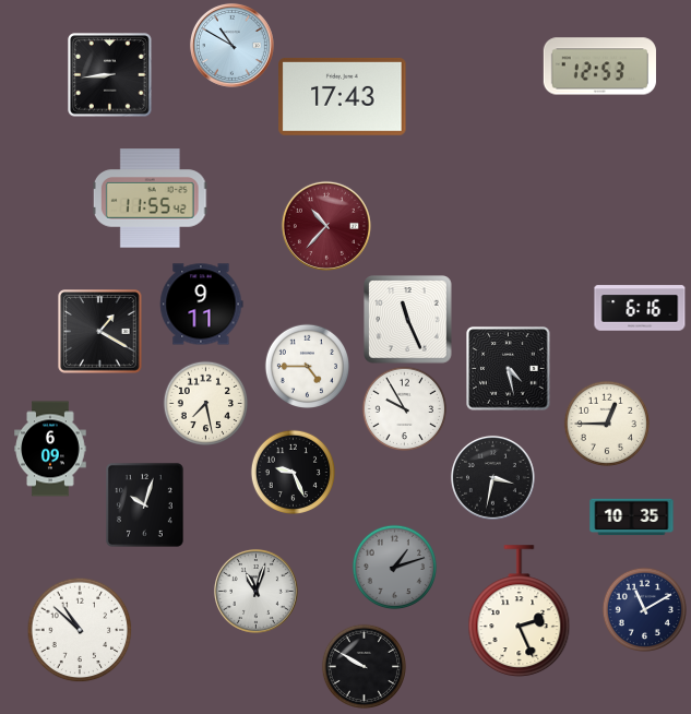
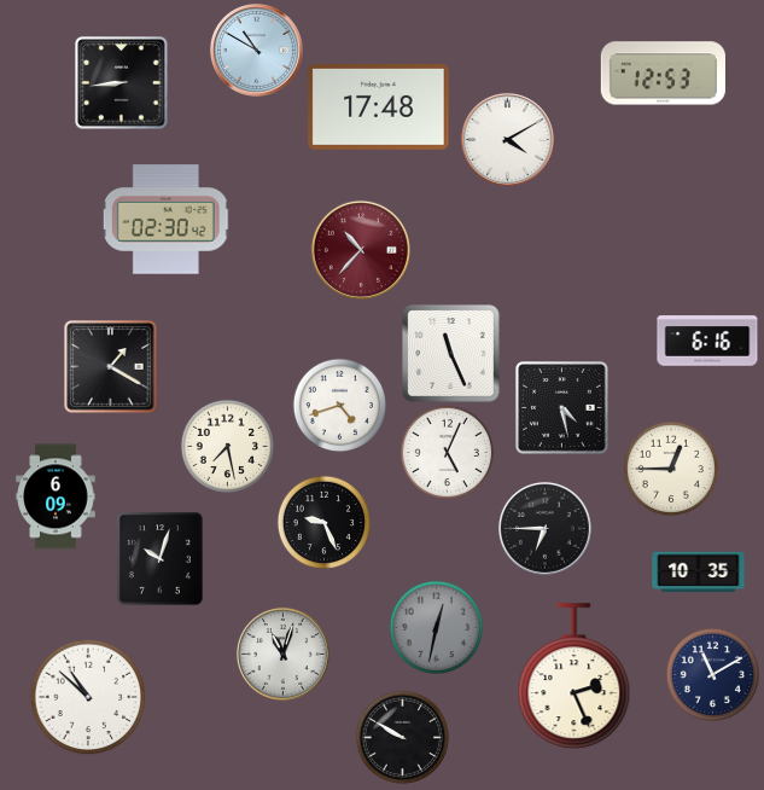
clock at (343, 96): 17:43 -> 17:48
clock at (507, 139): none -> 4:10
clock at (150, 199): 11:55 -> 02:30
clock at (201, 305): 9:11 -> none
clock at (307, 366): 4:45 -> 4:42
clock at (404, 408): 9:55 -> 5:04
clock at (492, 477): 3:32 -> 6:45
clock at (394, 567): 1:12 -> 12:32
